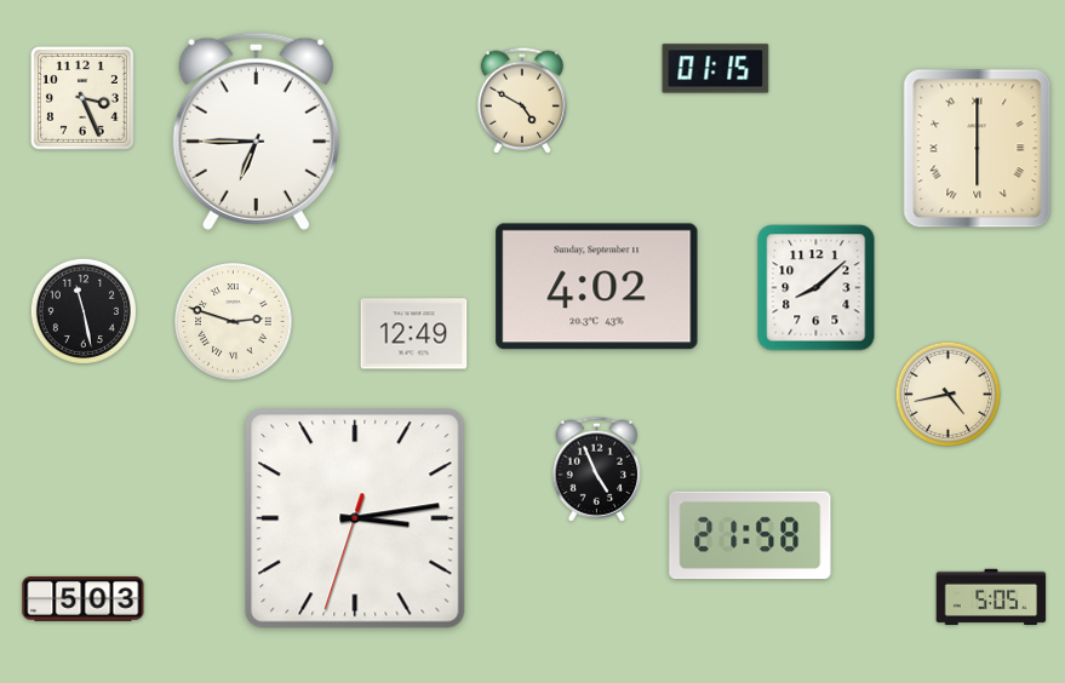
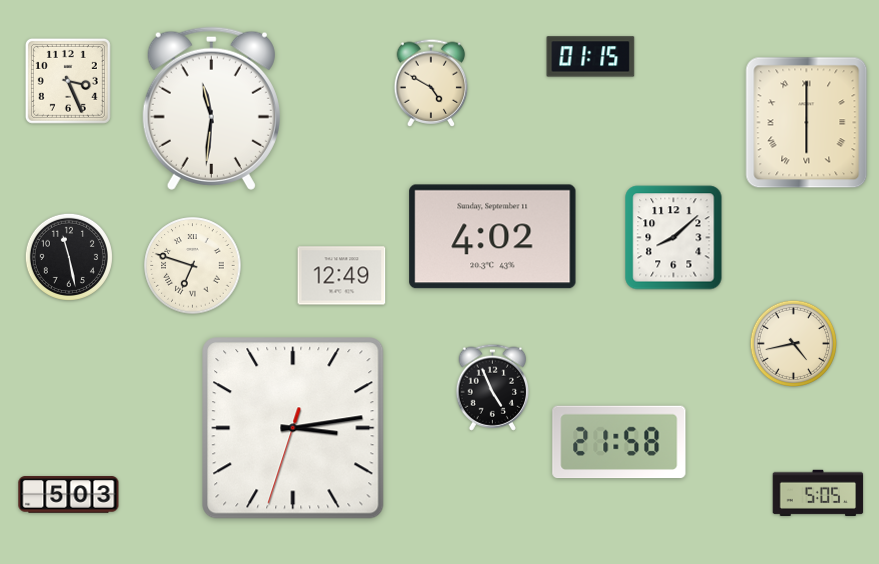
clock at (256, 131): 6:45 -> 11:31
clock at (234, 322): 2:48 -> 6:48
clock at (947, 394) position: (947, 394) -> (793, 343)
